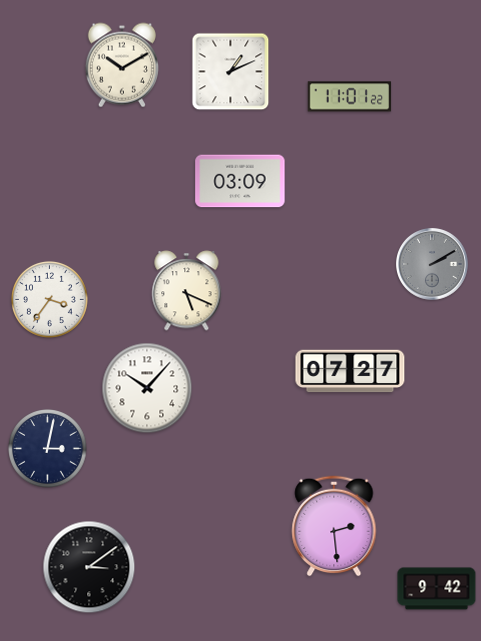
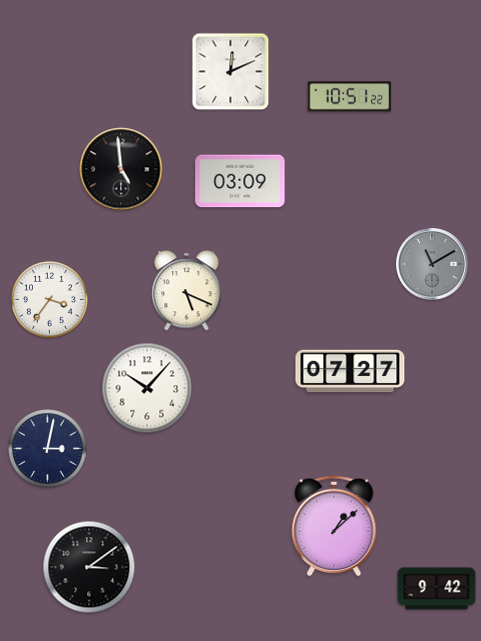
clock at (122, 65): 10:10 -> none
clock at (231, 72): 1:11 -> 12:11
clock at (350, 97): 11:01 -> 10:51
clock at (121, 169): none -> 4:59
clock at (433, 265): 2:10 -> 11:10
clock at (334, 526): 2:29 -> 1:08
